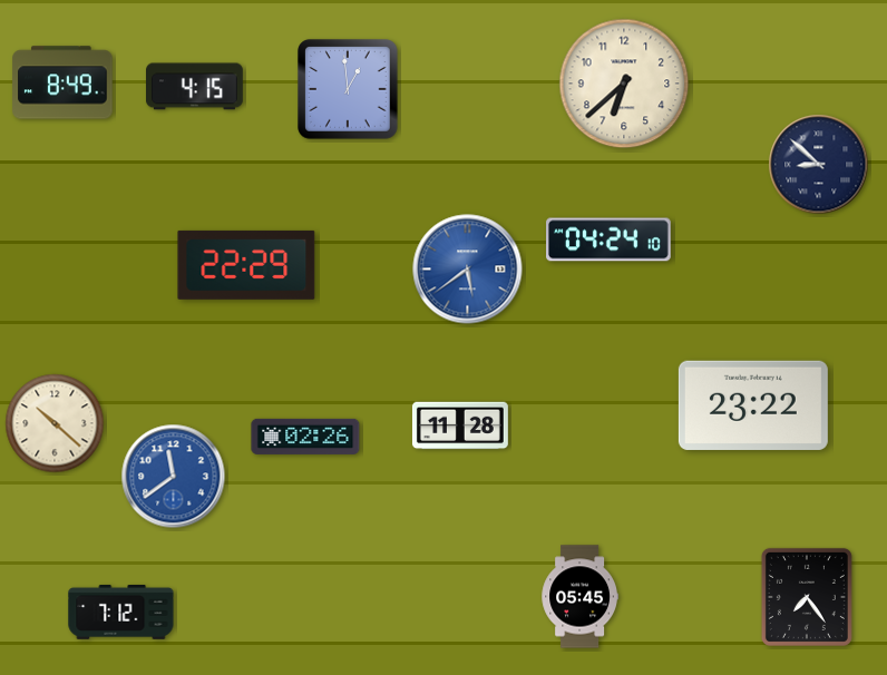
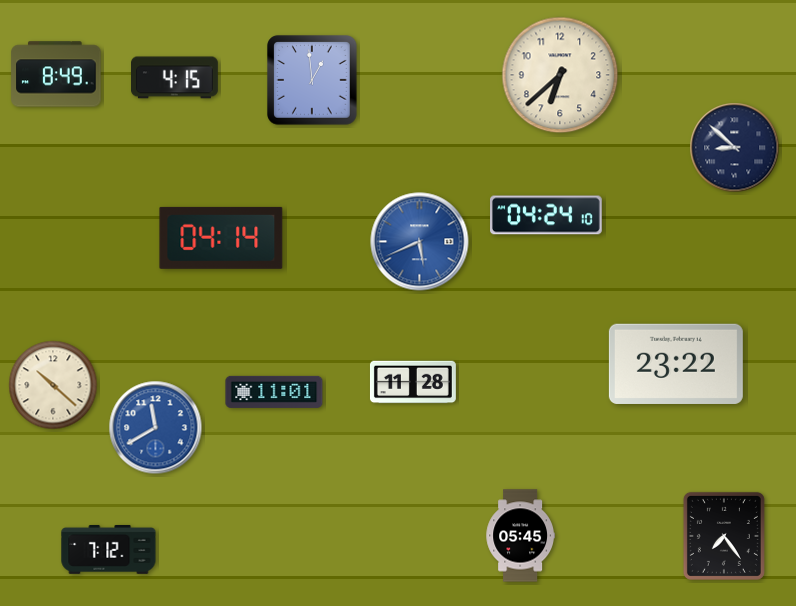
clock at (246, 265): 22:29 -> 04:14
clock at (468, 270): 5:39 -> 5:41
clock at (55, 423) position: (55, 423) -> (53, 385)
clock at (305, 437): 02:26 -> 11:01
clock at (174, 477): 11:39 -> 11:40
